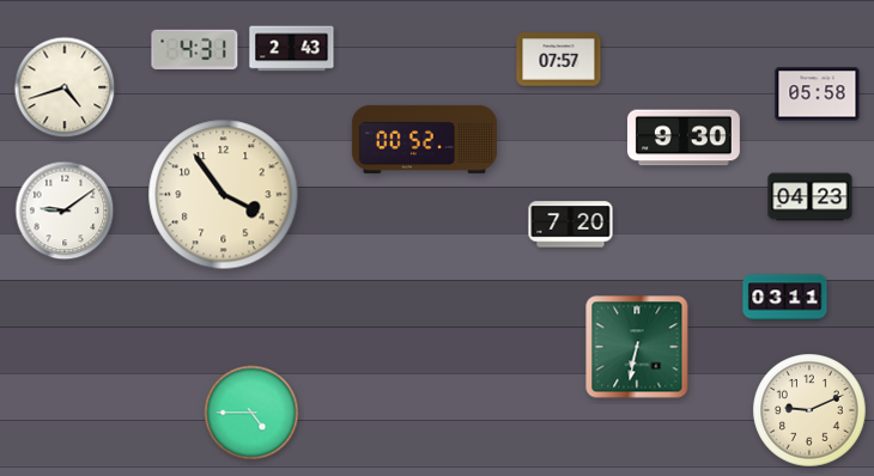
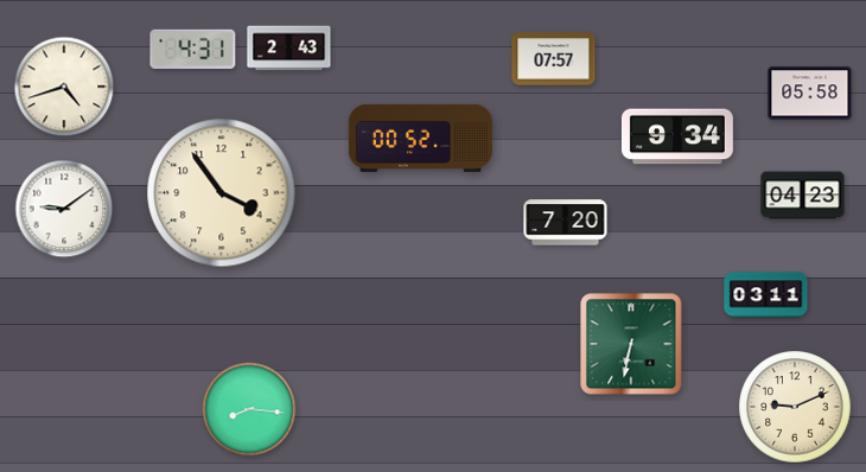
clock at (684, 138): 9:30 -> 9:34
clock at (785, 298) position: (785, 298) -> (766, 295)
clock at (809, 410) position: (809, 410) -> (795, 407)
clock at (251, 413): 4:45 -> 8:16
